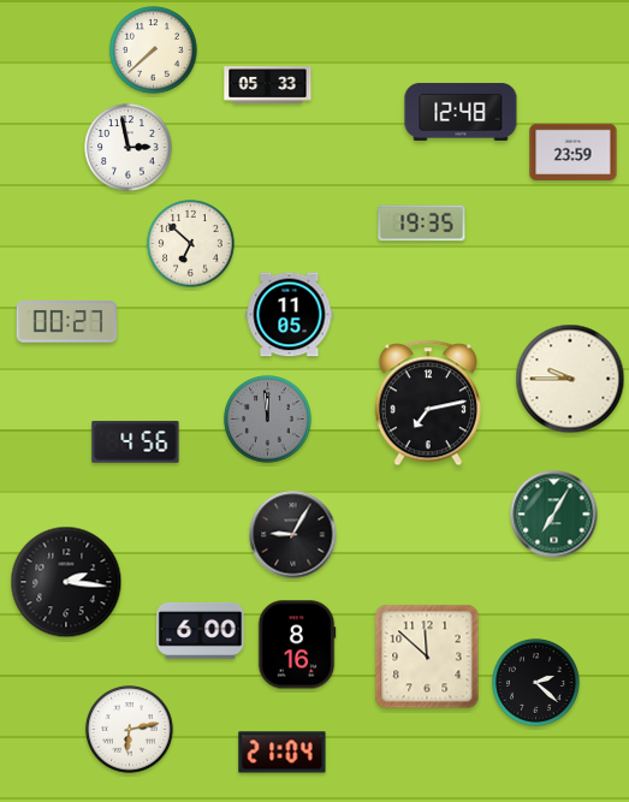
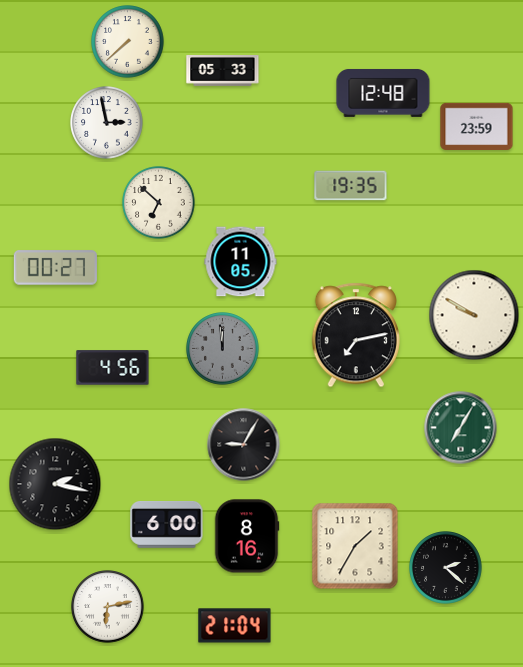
clock at (570, 379): 9:45 -> 9:50
clock at (66, 582): 2:16 -> 2:17
clock at (427, 657): 11:52 -> 1:35
